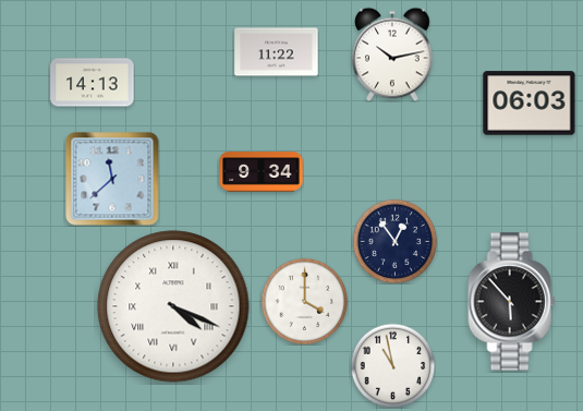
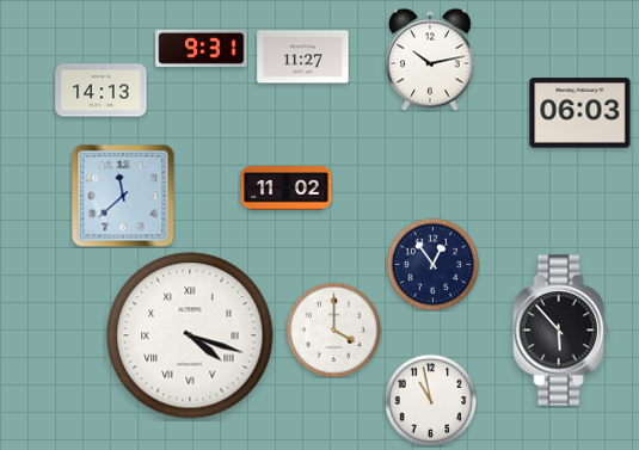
clock at (202, 48): none -> 9:31
clock at (277, 52): 11:22 -> 11:27
clock at (262, 172): 9:34 -> 11:02
clock at (173, 306): 4:19 -> 4:18
